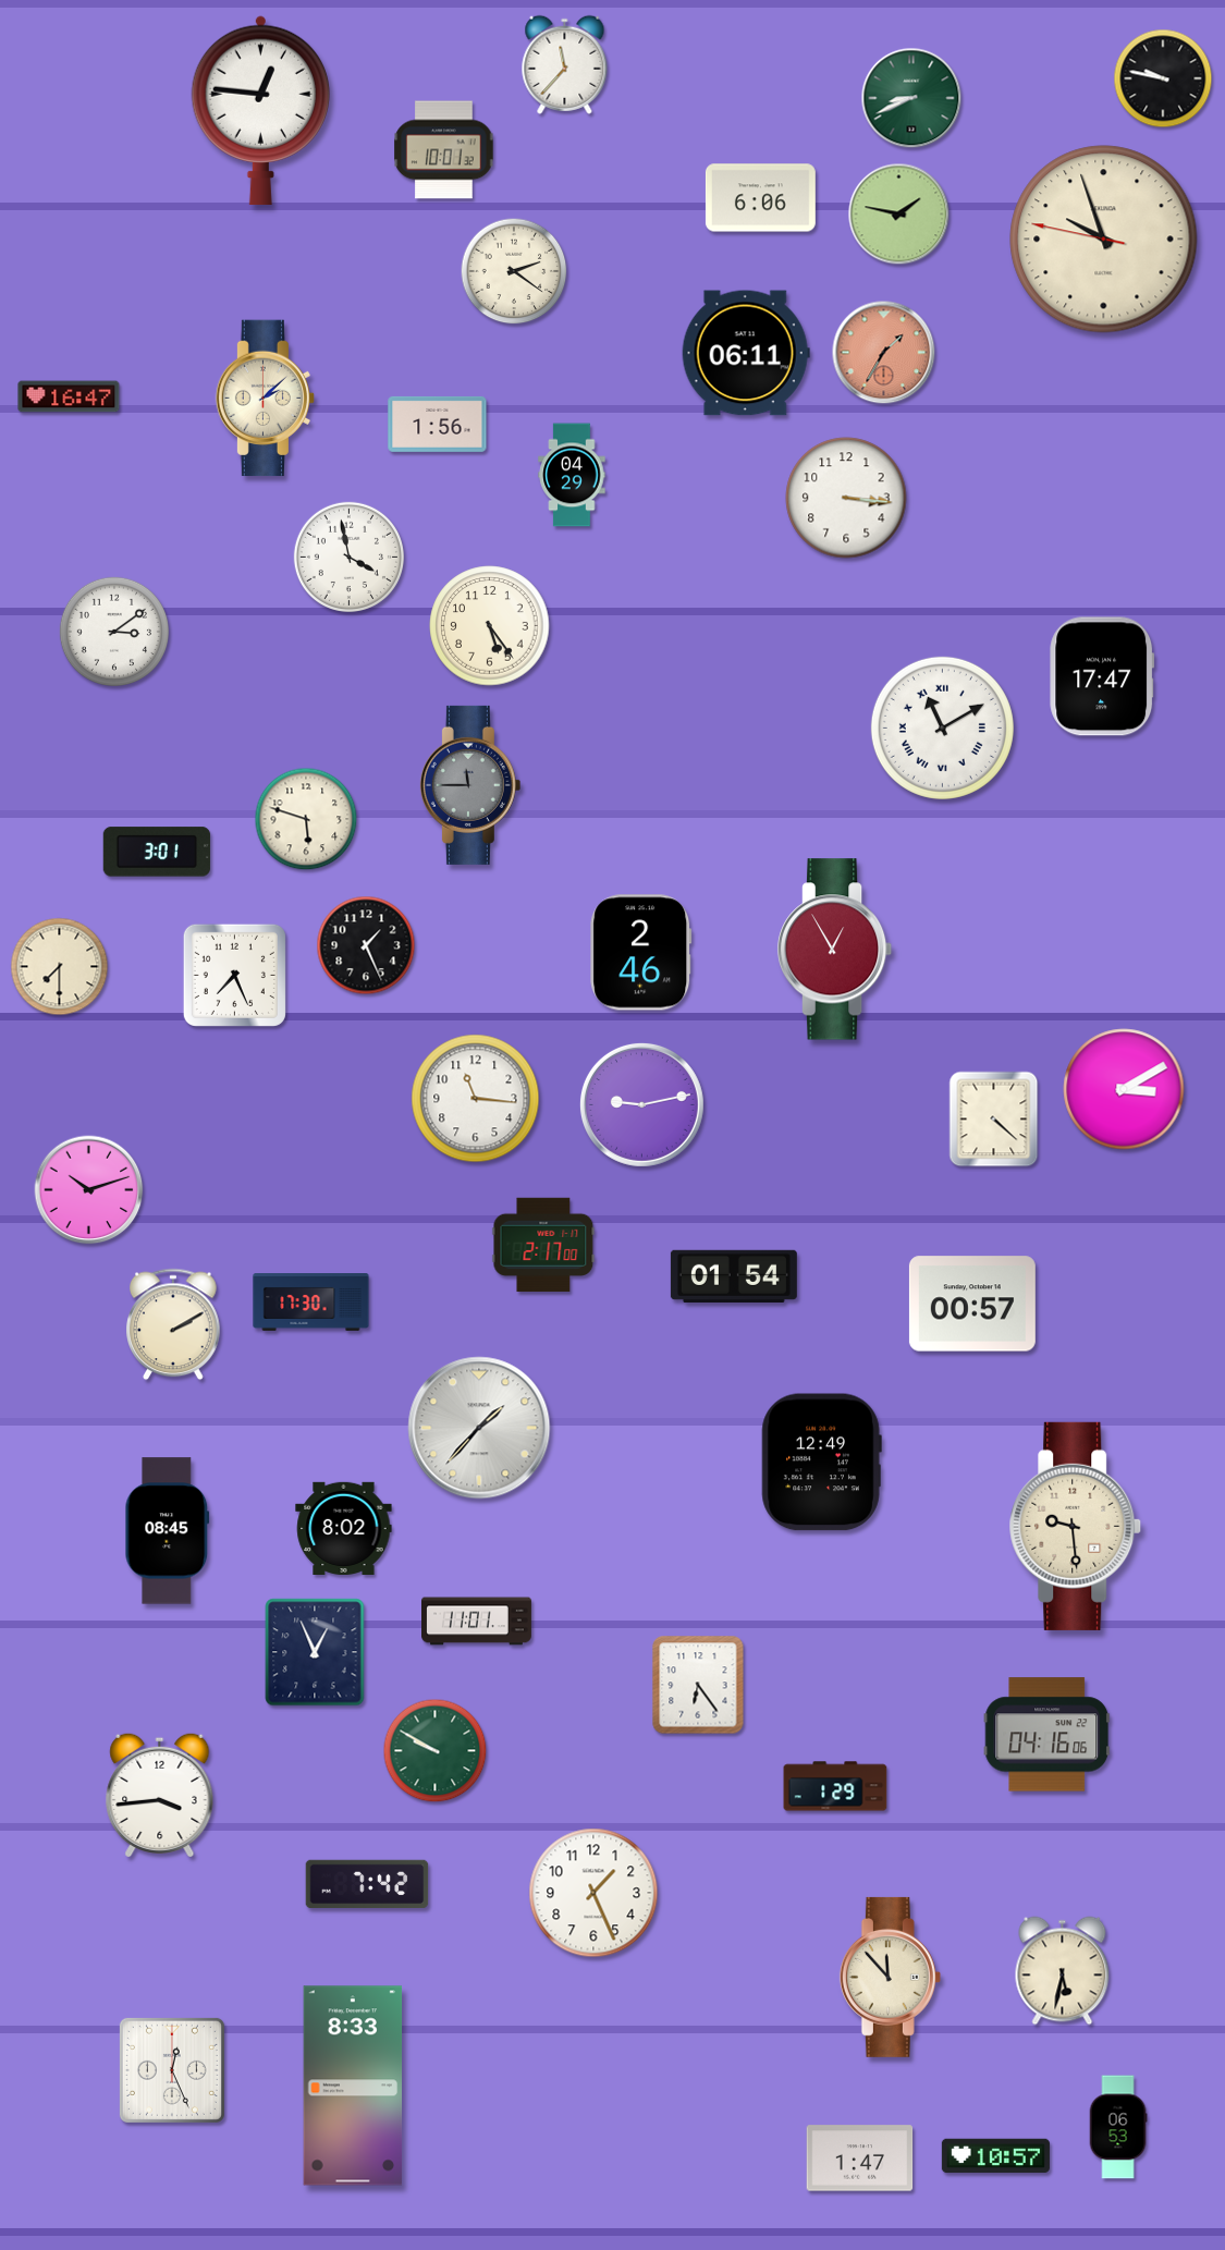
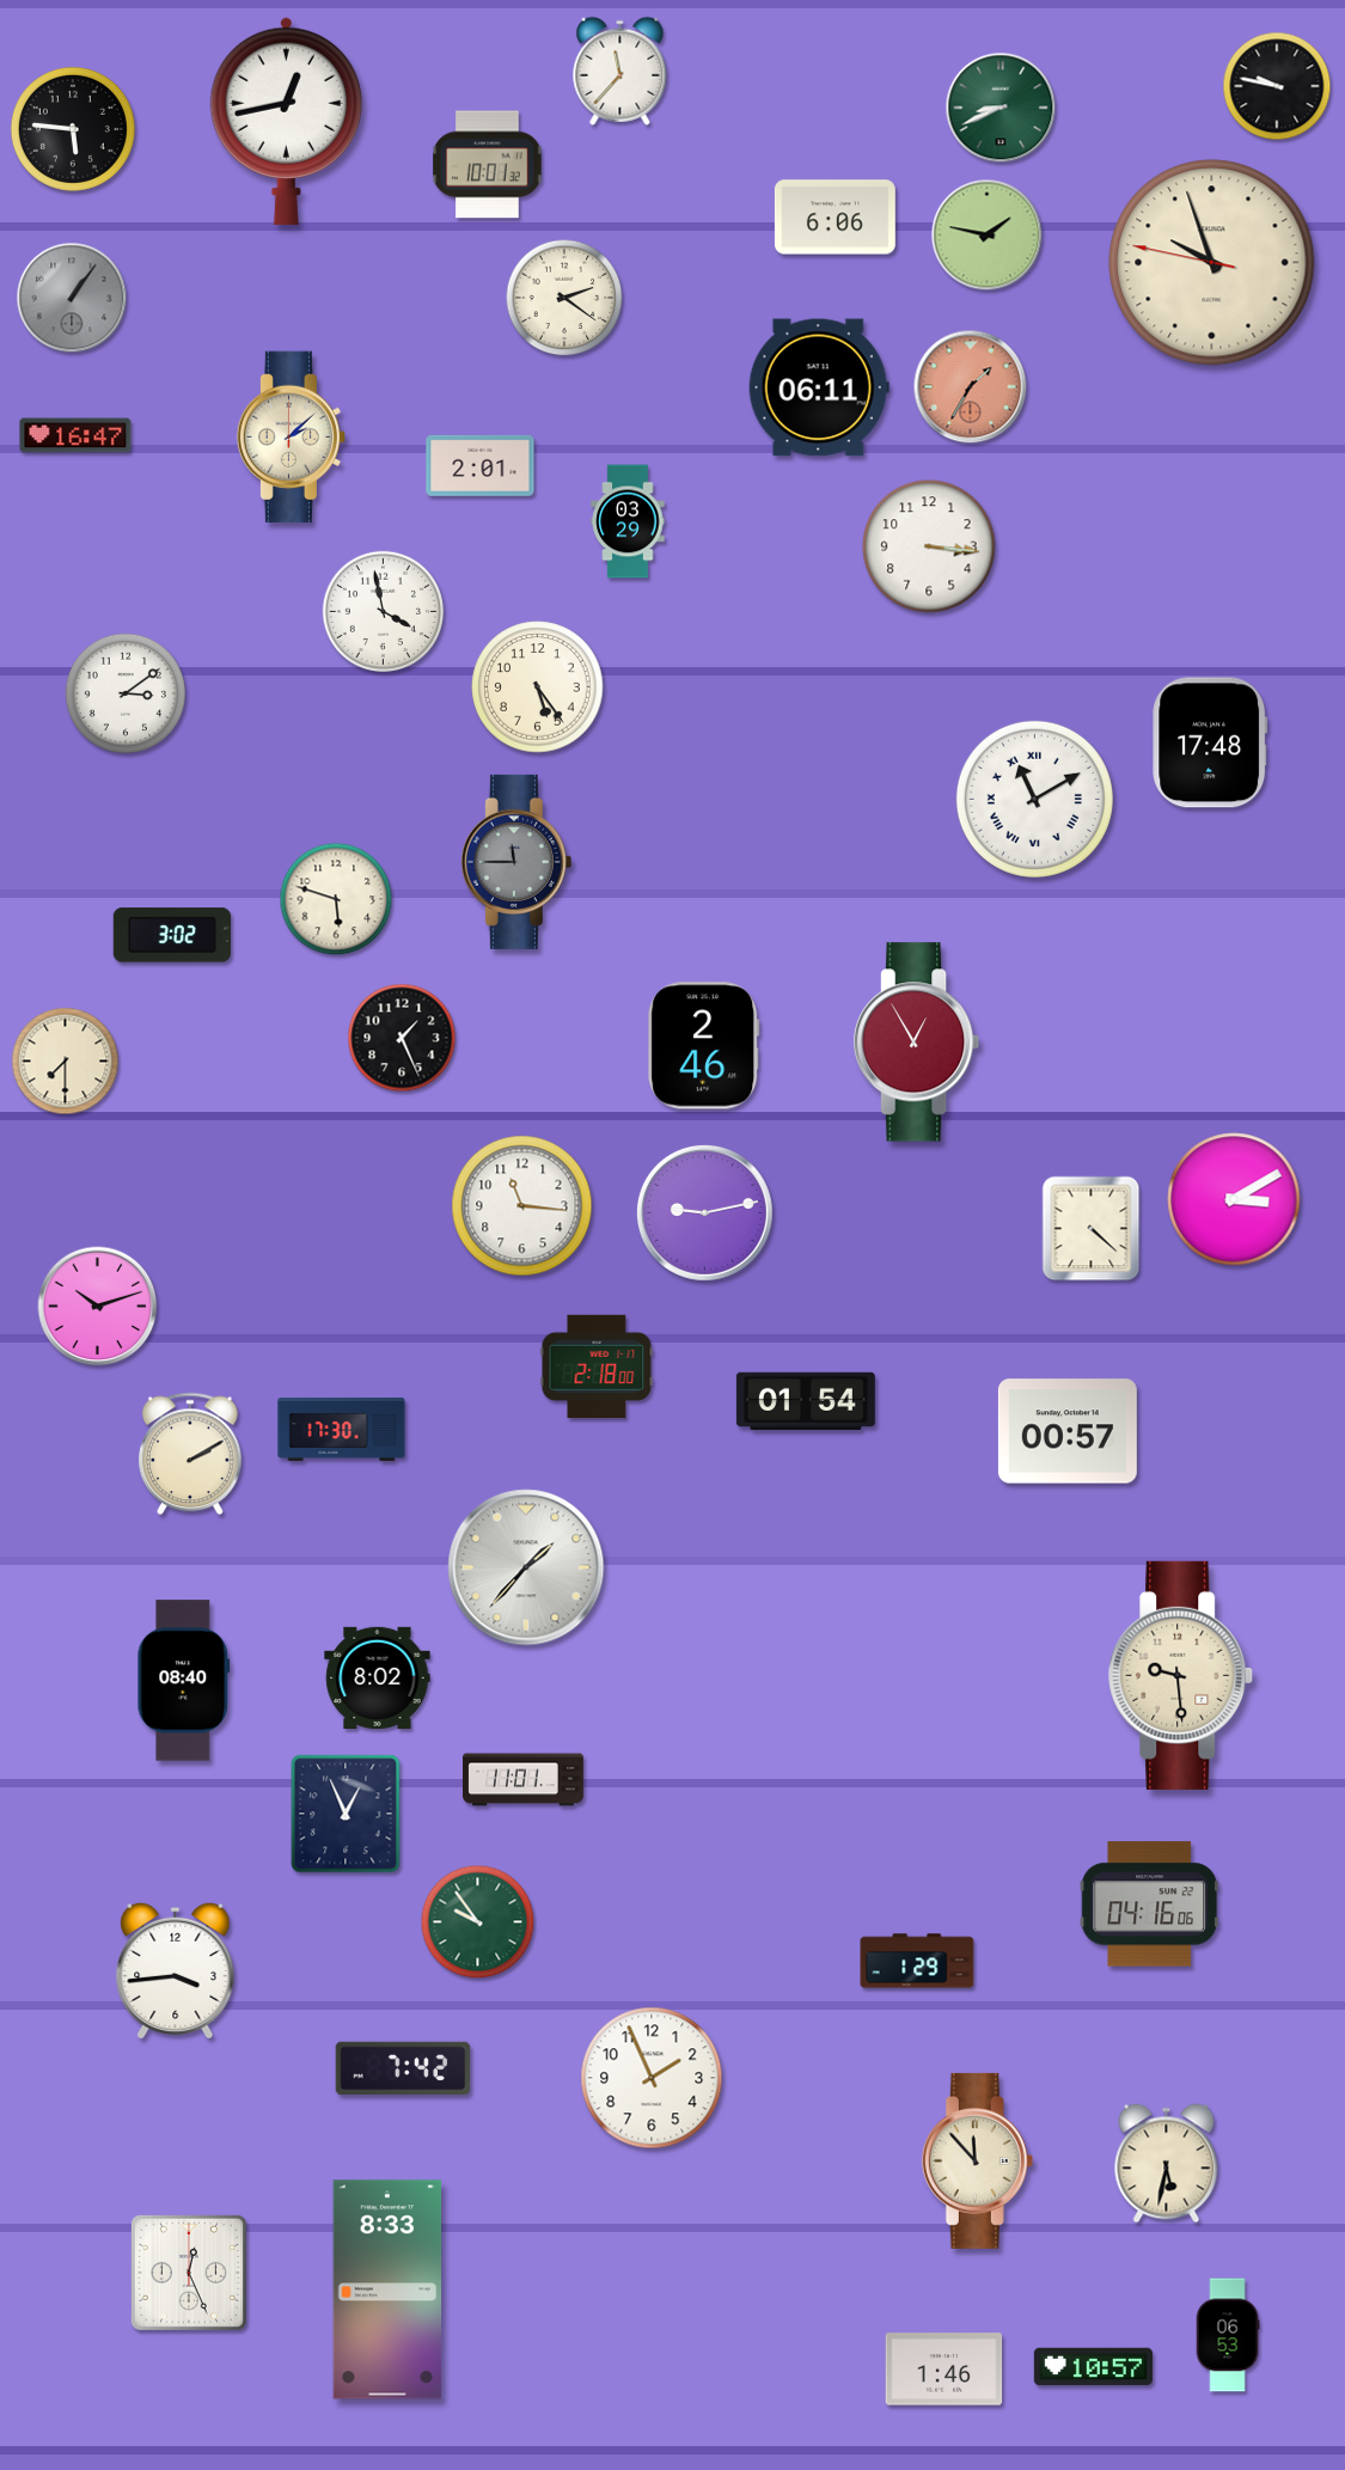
clock at (260, 111): 12:46 -> 12:43
clock at (73, 129): none -> 5:46
clock at (72, 298): none -> 1:06
clock at (438, 424): 1:56 -> 2:01
clock at (572, 475): 04:29 -> 03:29
clock at (1102, 676): 17:47 -> 17:48
clock at (157, 852): 3:01 -> 3:02
clock at (234, 975): 7:26 -> none
clock at (1124, 1089) position: (1124, 1089) -> (1234, 1199)
clock at (543, 1245): 2:17 -> 2:18
clock at (821, 1463): 12:49 -> none
clock at (168, 1531): 08:45 -> 08:40
clock at (698, 1685): 6:24 -> none
clock at (436, 1751): 9:50 -> 9:54
clock at (593, 1893): 1:26 -> 1:56
clock at (890, 1977) position: (890, 1977) -> (977, 2160)
clock at (860, 2159): 1:47 -> 1:46
